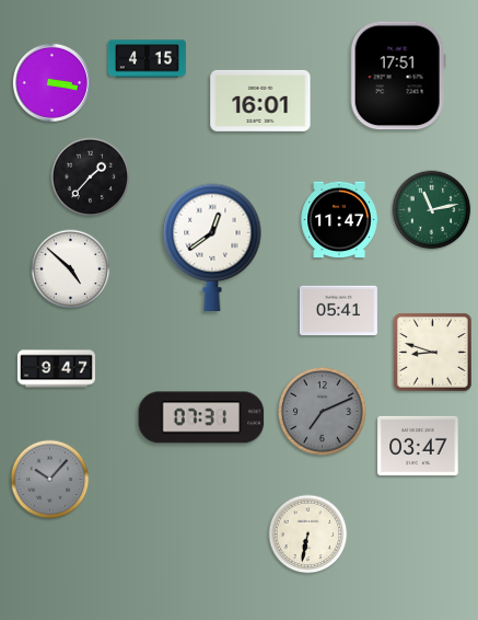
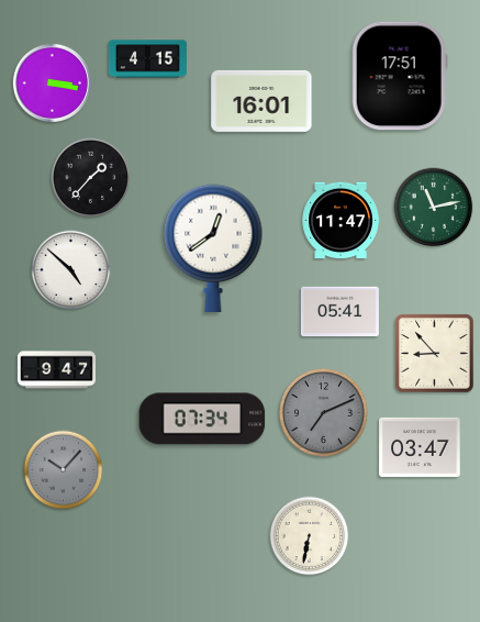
clock at (432, 210) position: (432, 210) -> (434, 208)
clock at (433, 353): 8:48 -> 8:53
clock at (201, 417): 07:31 -> 07:34
clock at (50, 480) position: (50, 480) -> (64, 470)
